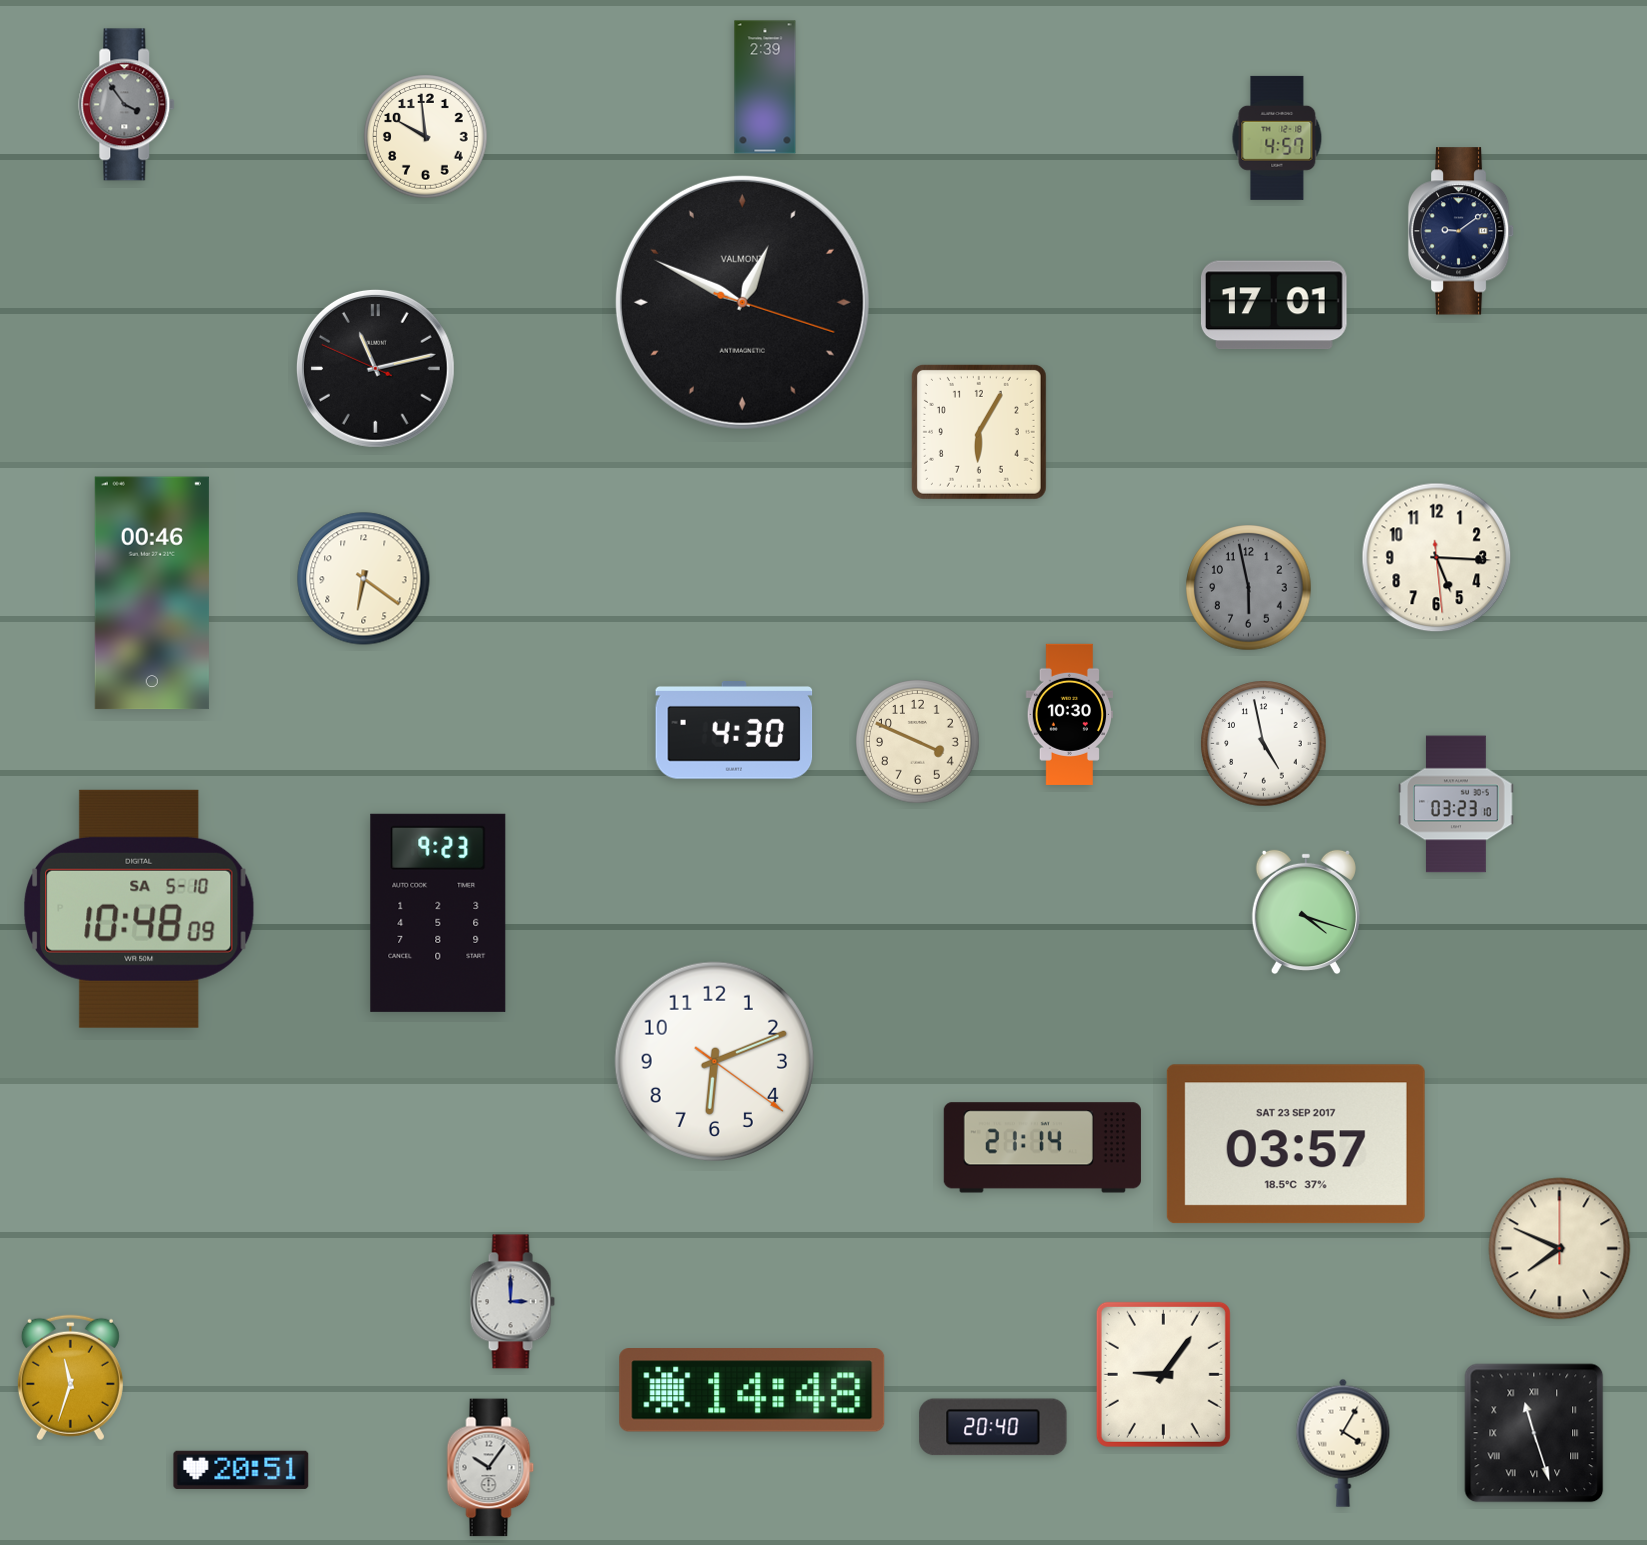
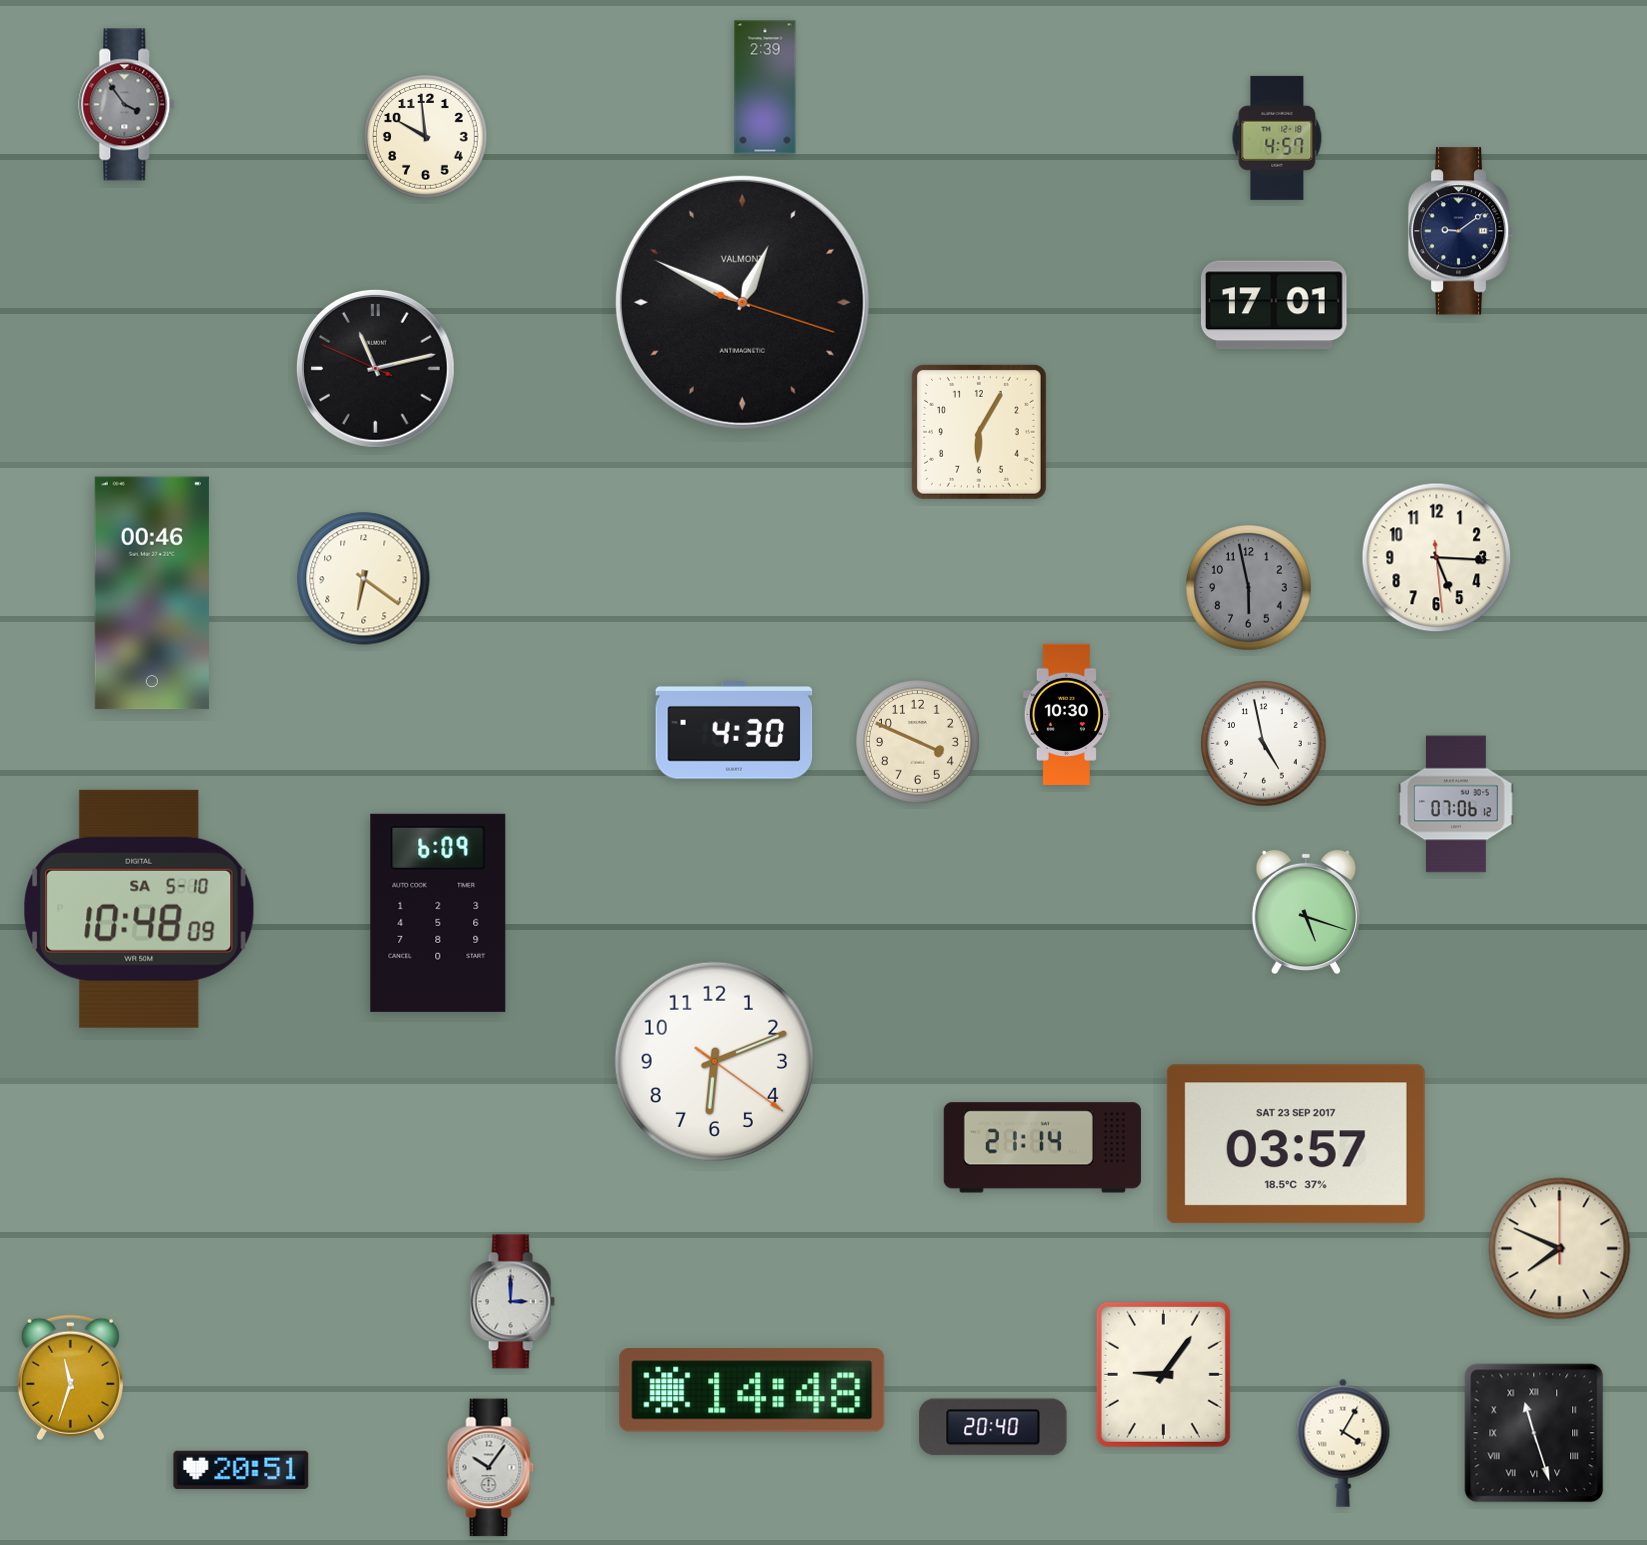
clock at (1070, 714) position: (1070, 714) -> (1067, 714)
clock at (1456, 804): 03:23 -> 07:06
clock at (1306, 912): 4:18 -> 5:18
clock at (438, 913): 9:23 -> 6:09
